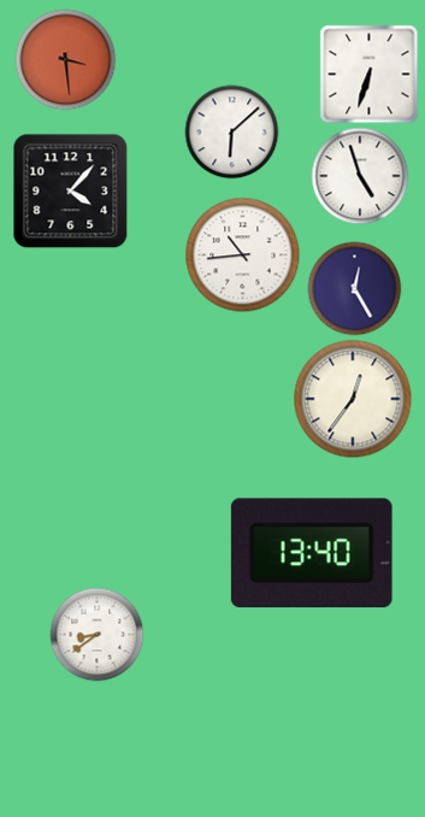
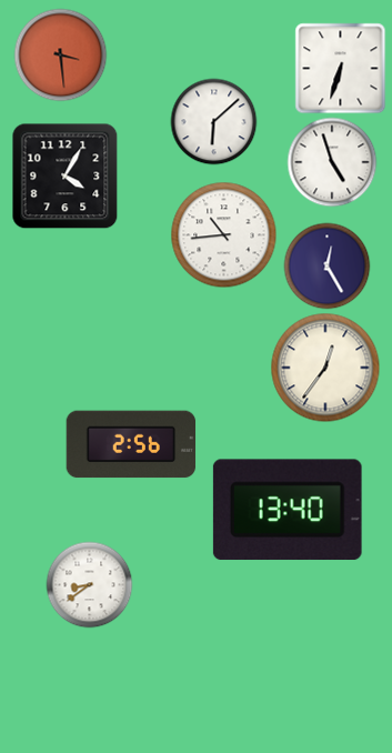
clock at (70, 190): 4:07 -> 4:05
clock at (131, 444): none -> 2:56
